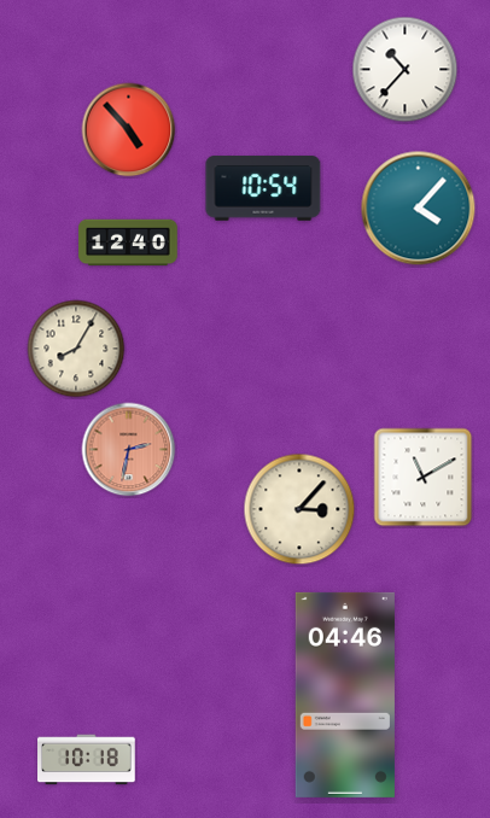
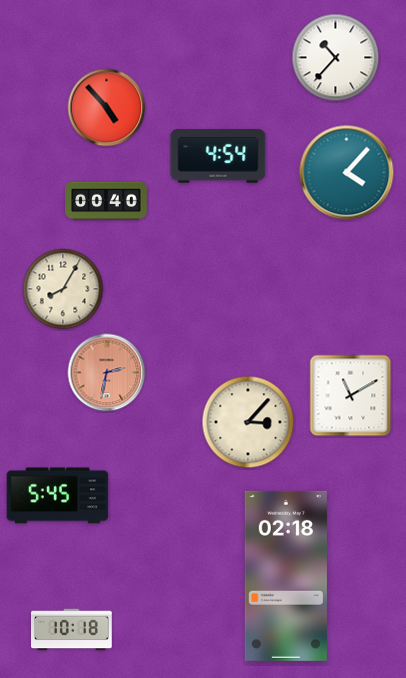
clock at (263, 188): 10:54 -> 4:54
clock at (128, 243): 12:40 -> 00:40
clock at (58, 496): none -> 5:45
clock at (345, 695): 04:46 -> 02:18
